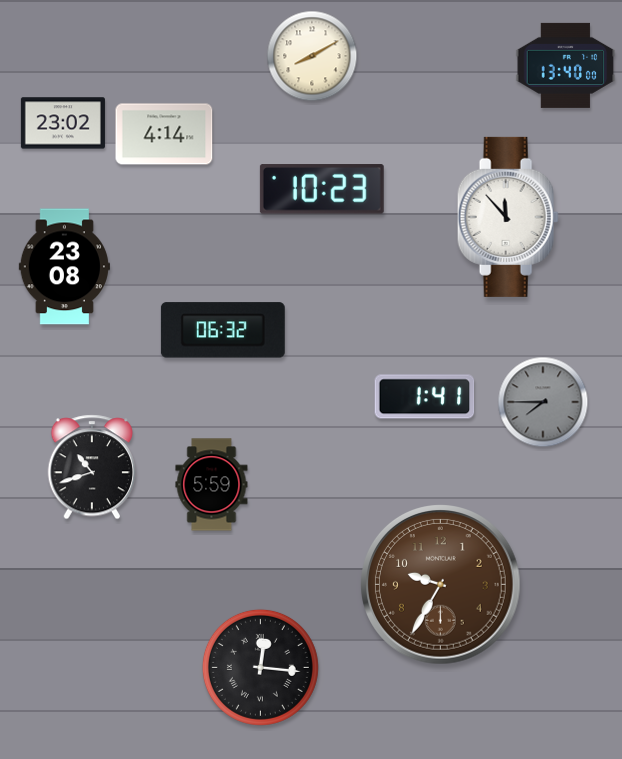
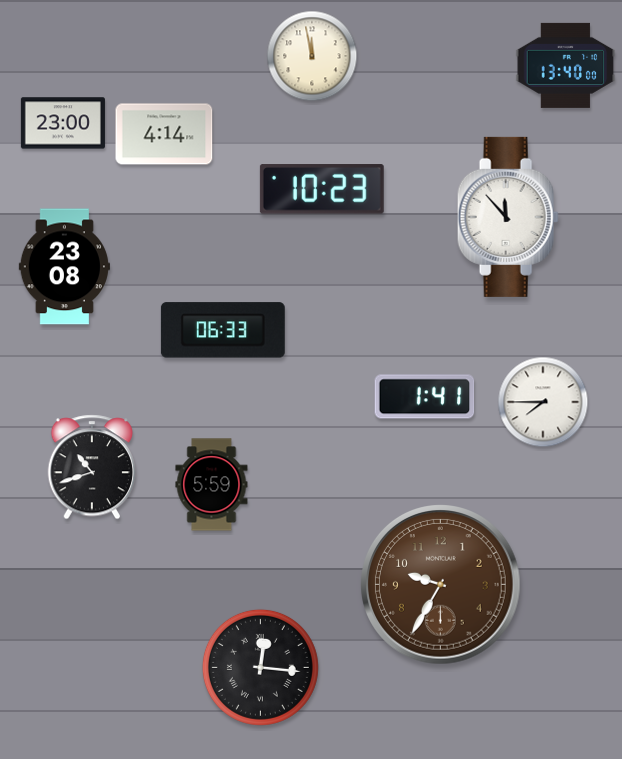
clock at (312, 56): 8:10 -> 11:58
clock at (63, 123): 23:02 -> 23:00
clock at (223, 330): 06:32 -> 06:33
clock at (543, 402) dial: grey -> white
